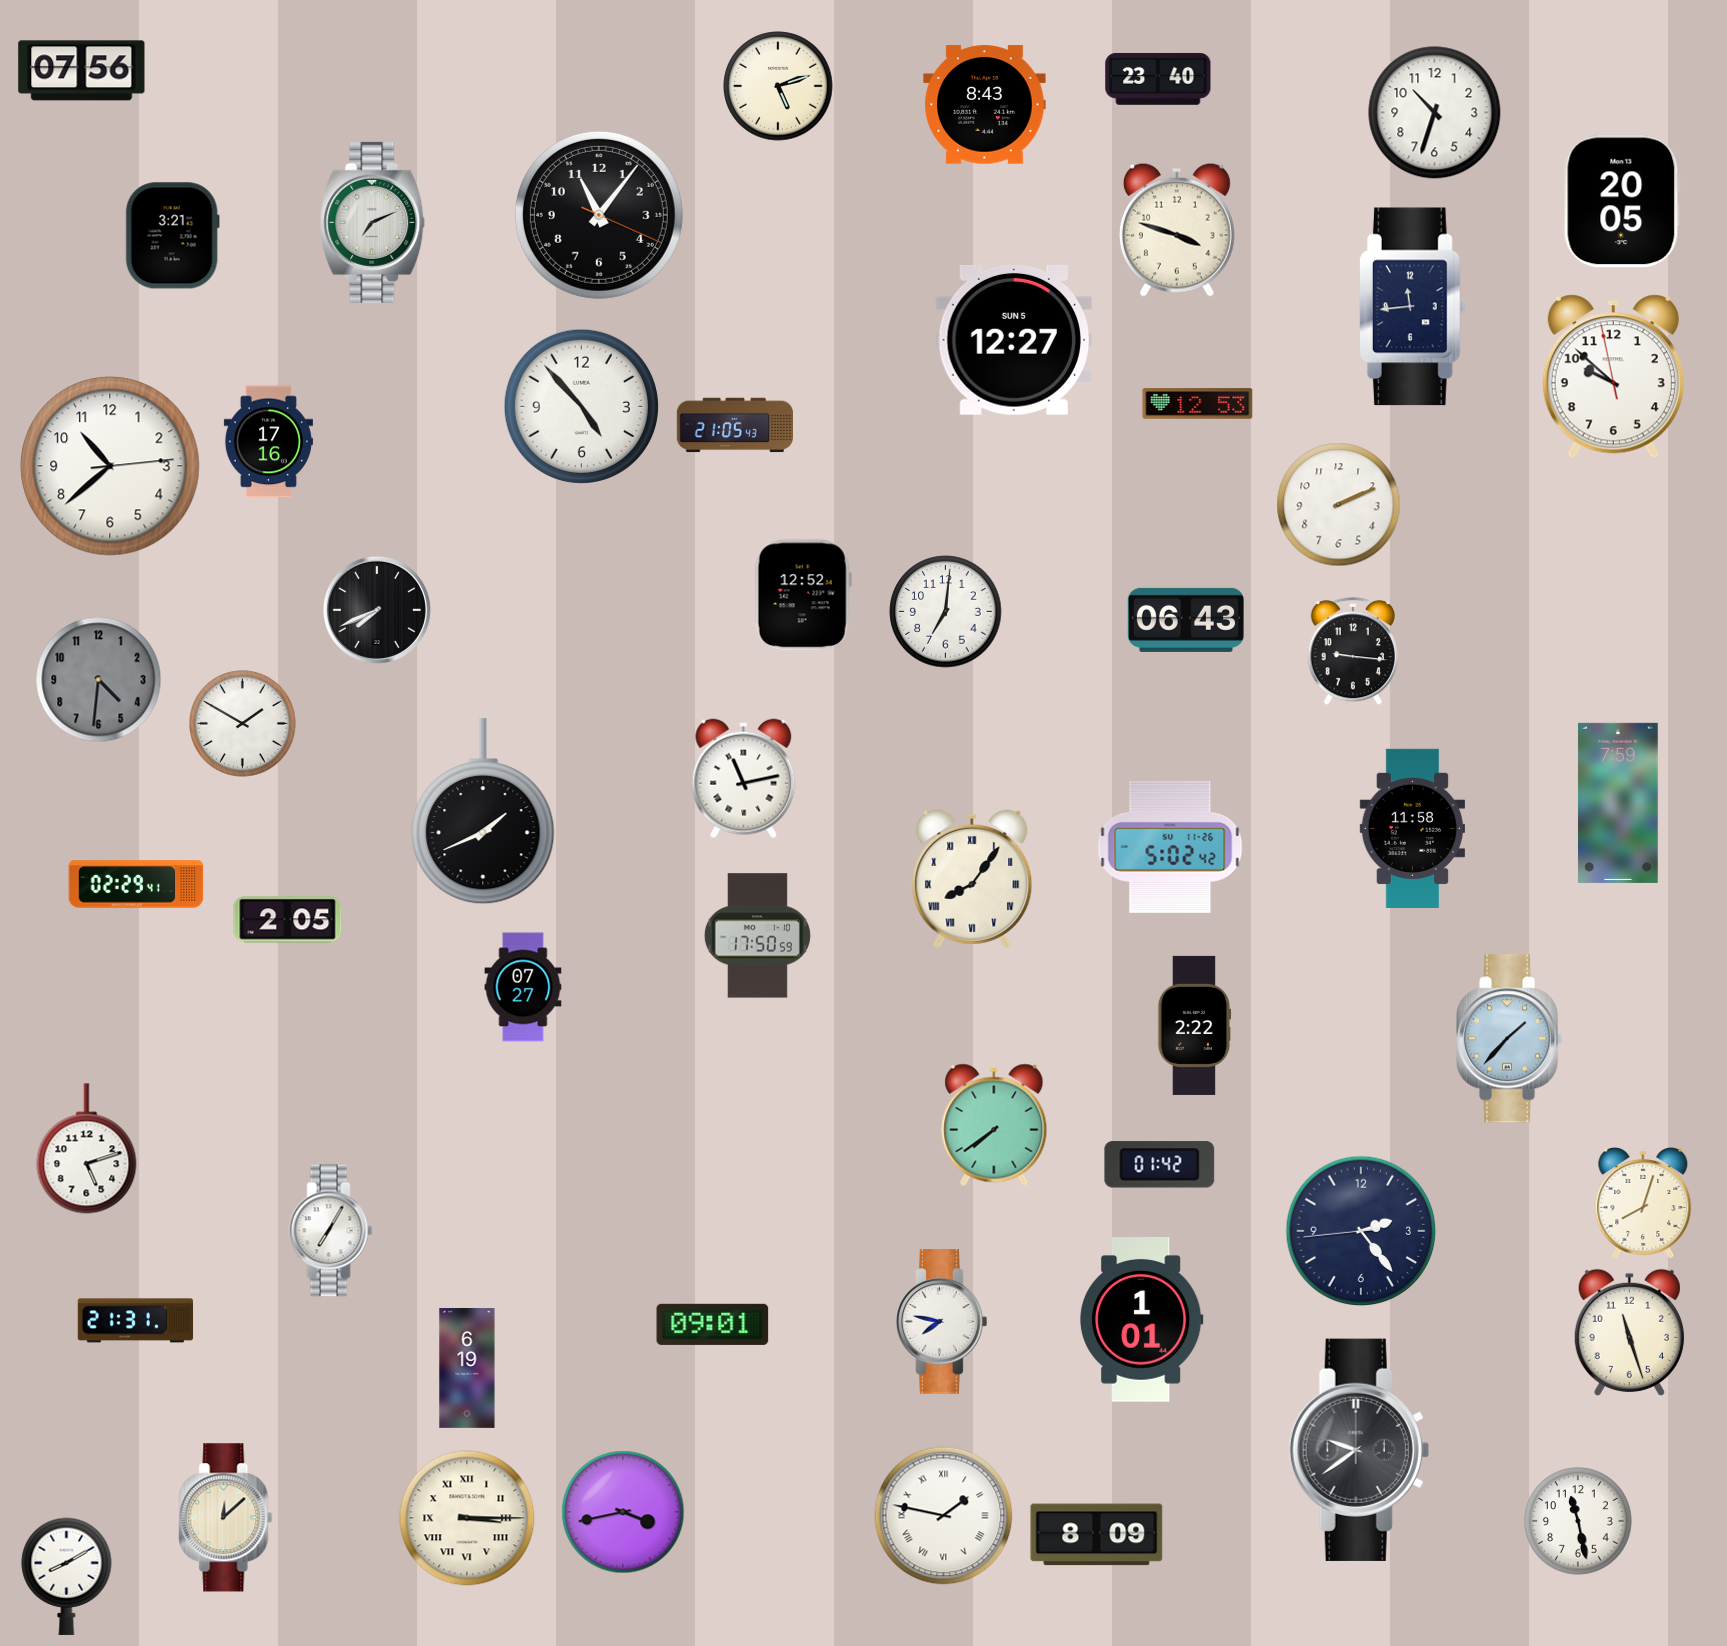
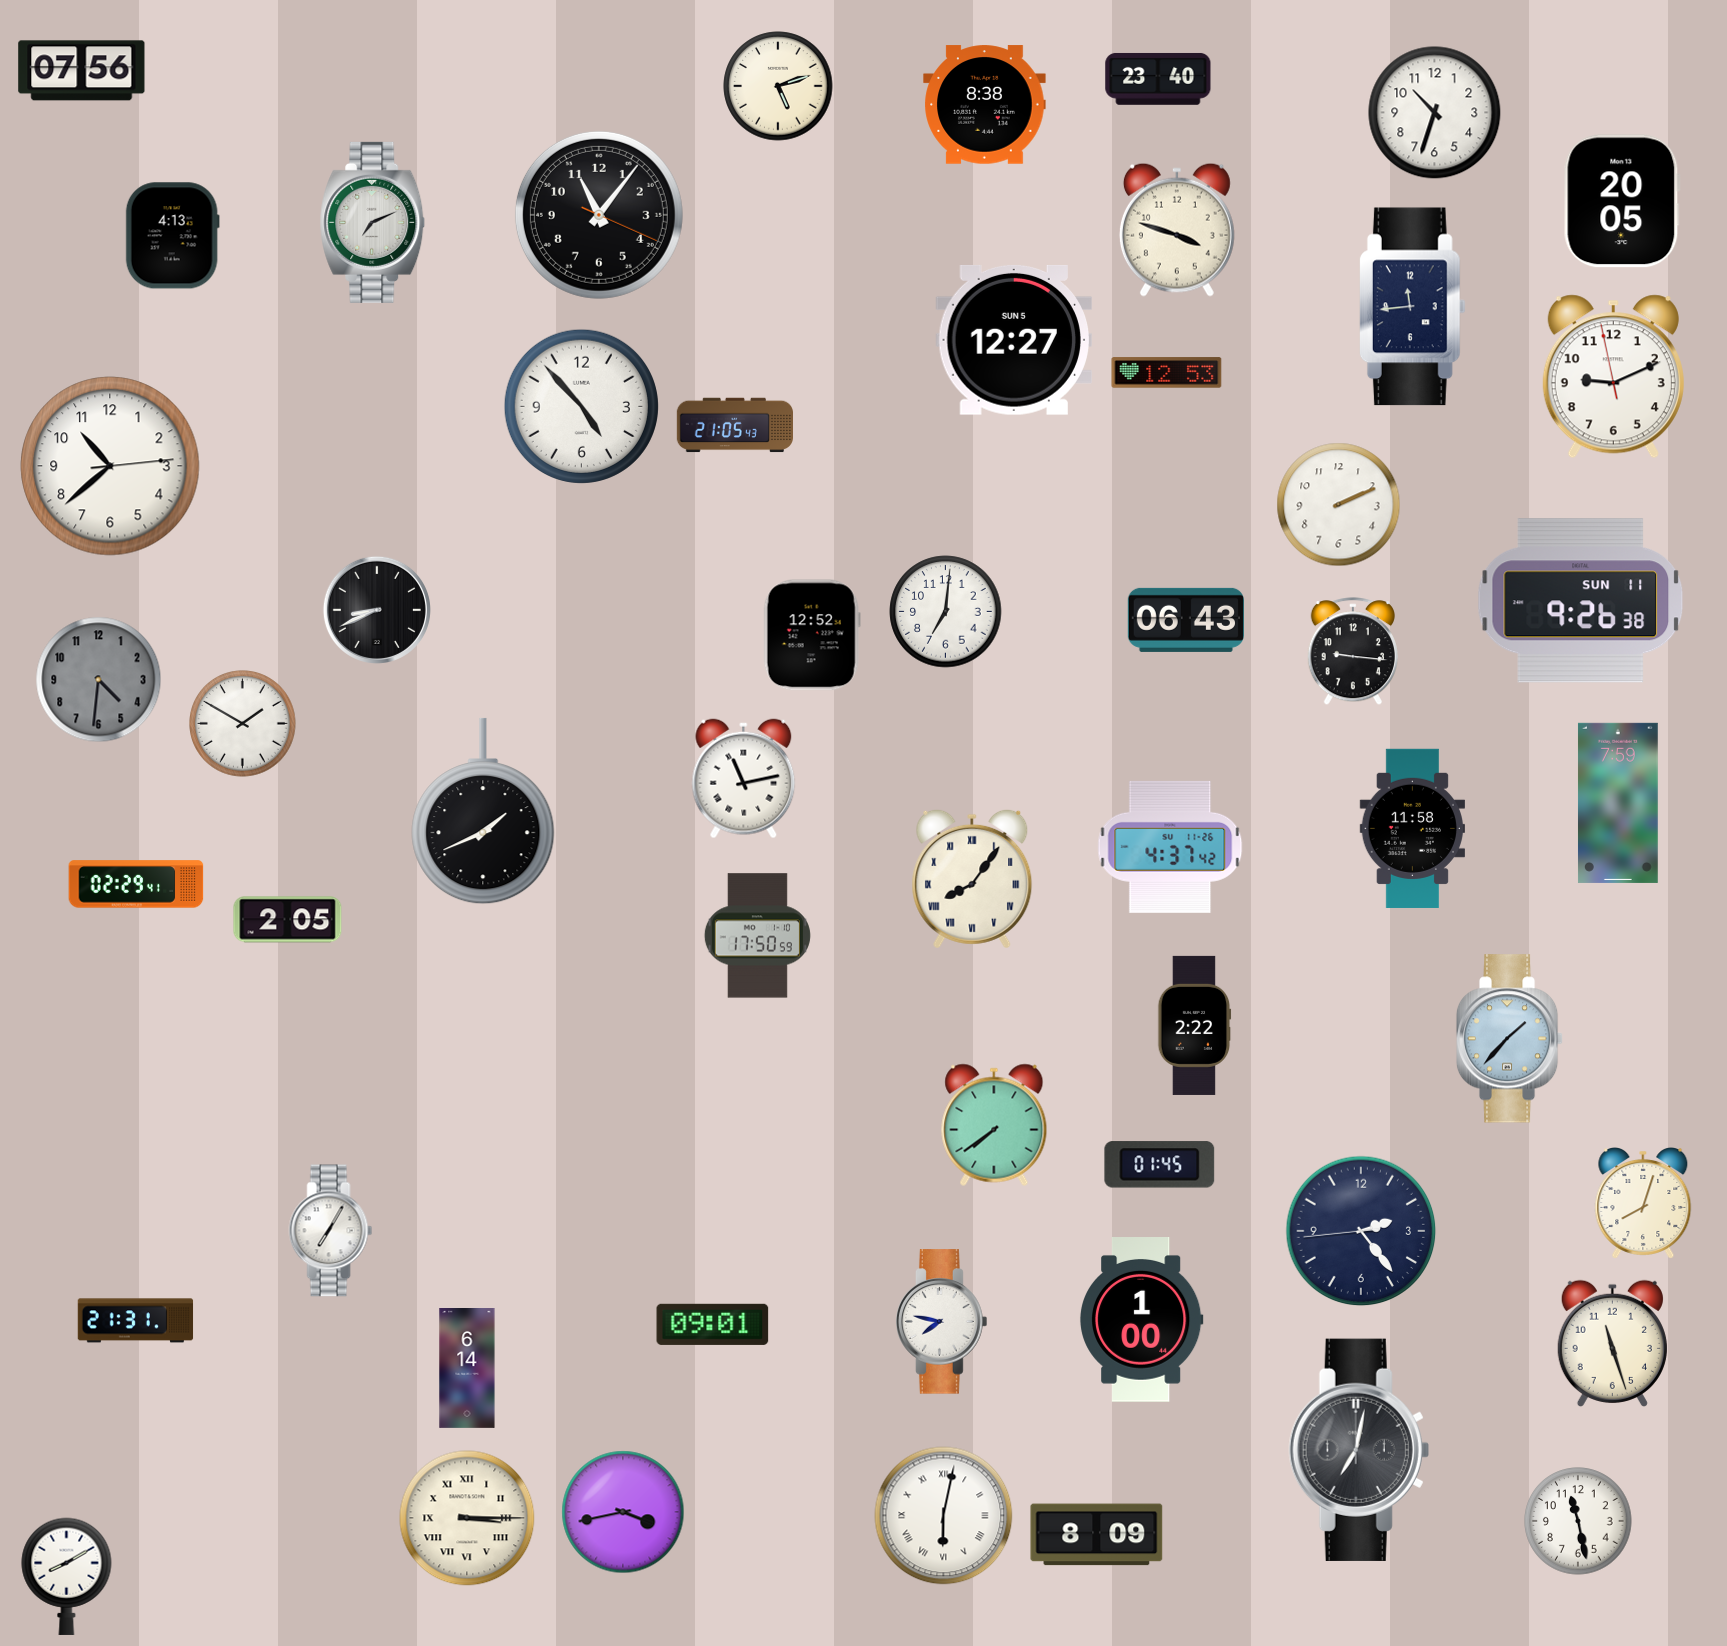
clock at (985, 105): 8:43 -> 8:38
clock at (172, 236): 3:21 -> 4:13
clock at (1613, 377): 9:51 -> 9:10
clock at (1198, 404) position: (1198, 404) -> (1167, 373)
clock at (268, 442): 17:16 -> none
clock at (803, 595) position: (803, 595) -> (812, 635)
clock at (1581, 601): none -> 9:26
clock at (377, 610): 7:41 -> 8:41
clock at (1170, 847): 5:02 -> 4:37
clock at (523, 987): 07:27 -> none
clock at (87, 1149): 5:12 -> none
clock at (1160, 1165): 01:42 -> 01:45
clock at (1141, 1320): 1:01 -> 1:00
clock at (1629, 1332) position: (1629, 1332) -> (1612, 1343)
clock at (467, 1369): 6:19 -> 6:14
clock at (1359, 1450): 9:39 -> 7:02
clock at (944, 1516): 1:47 -> 6:02
clock at (226, 1518): 12:08 -> none
